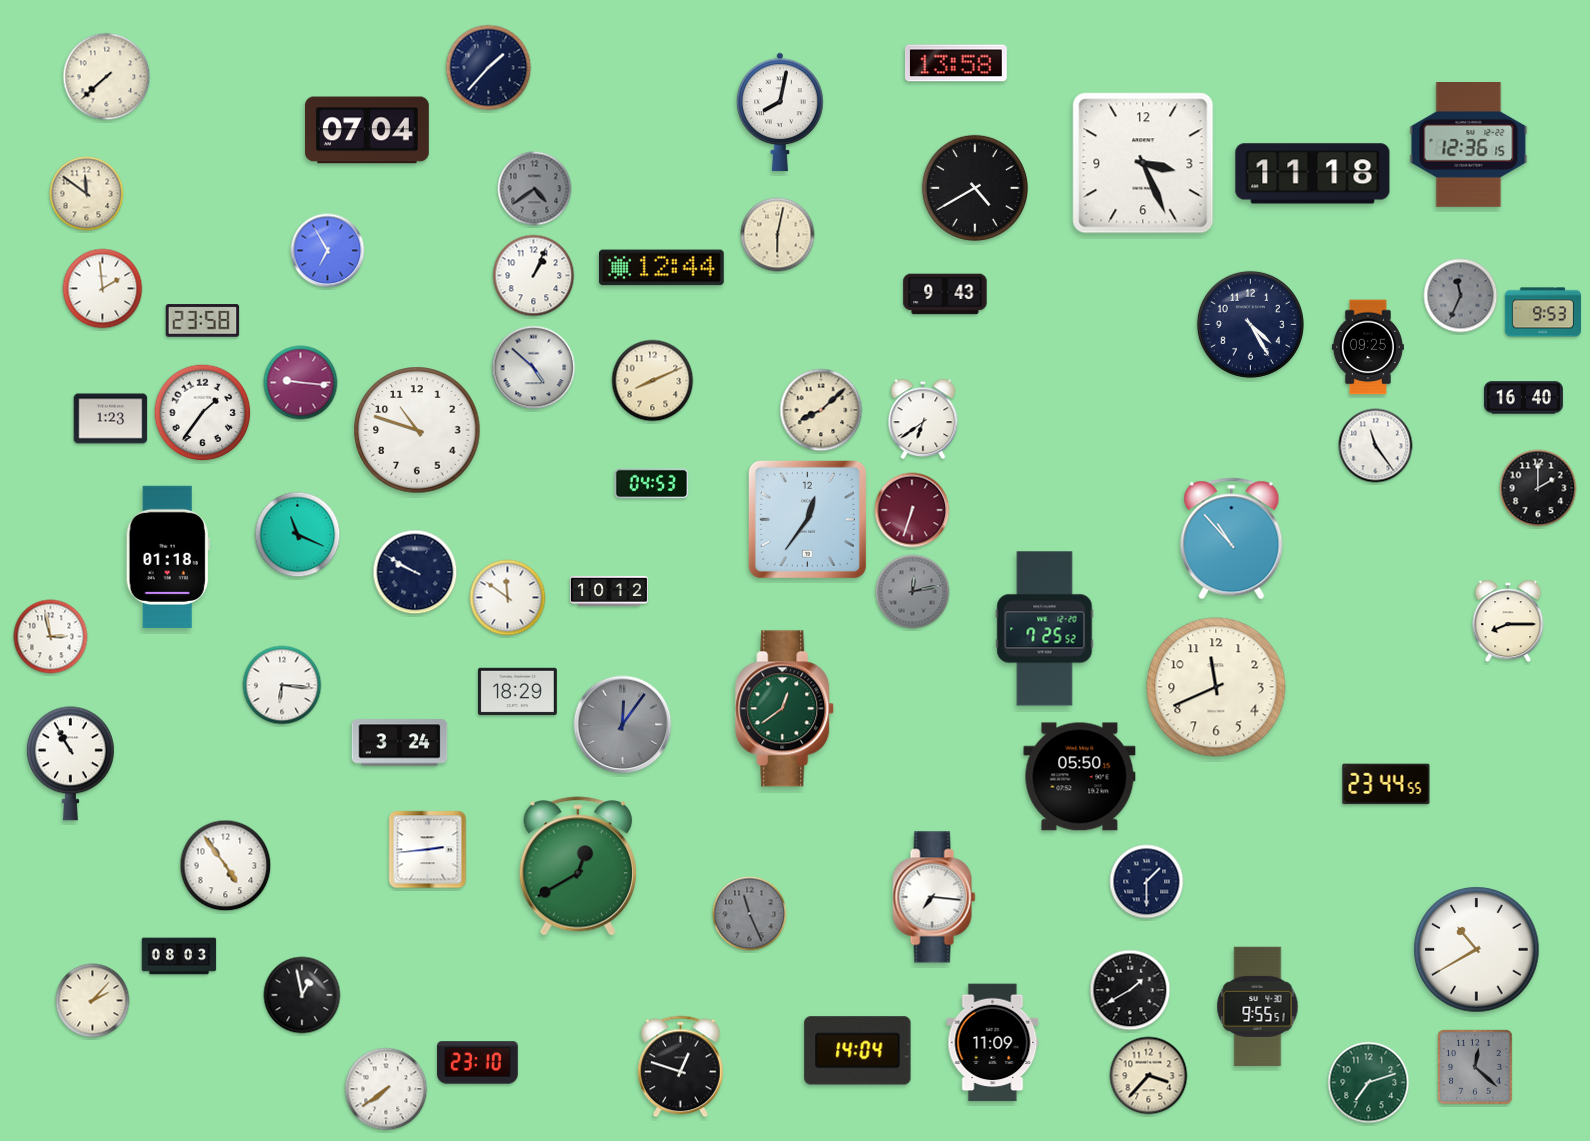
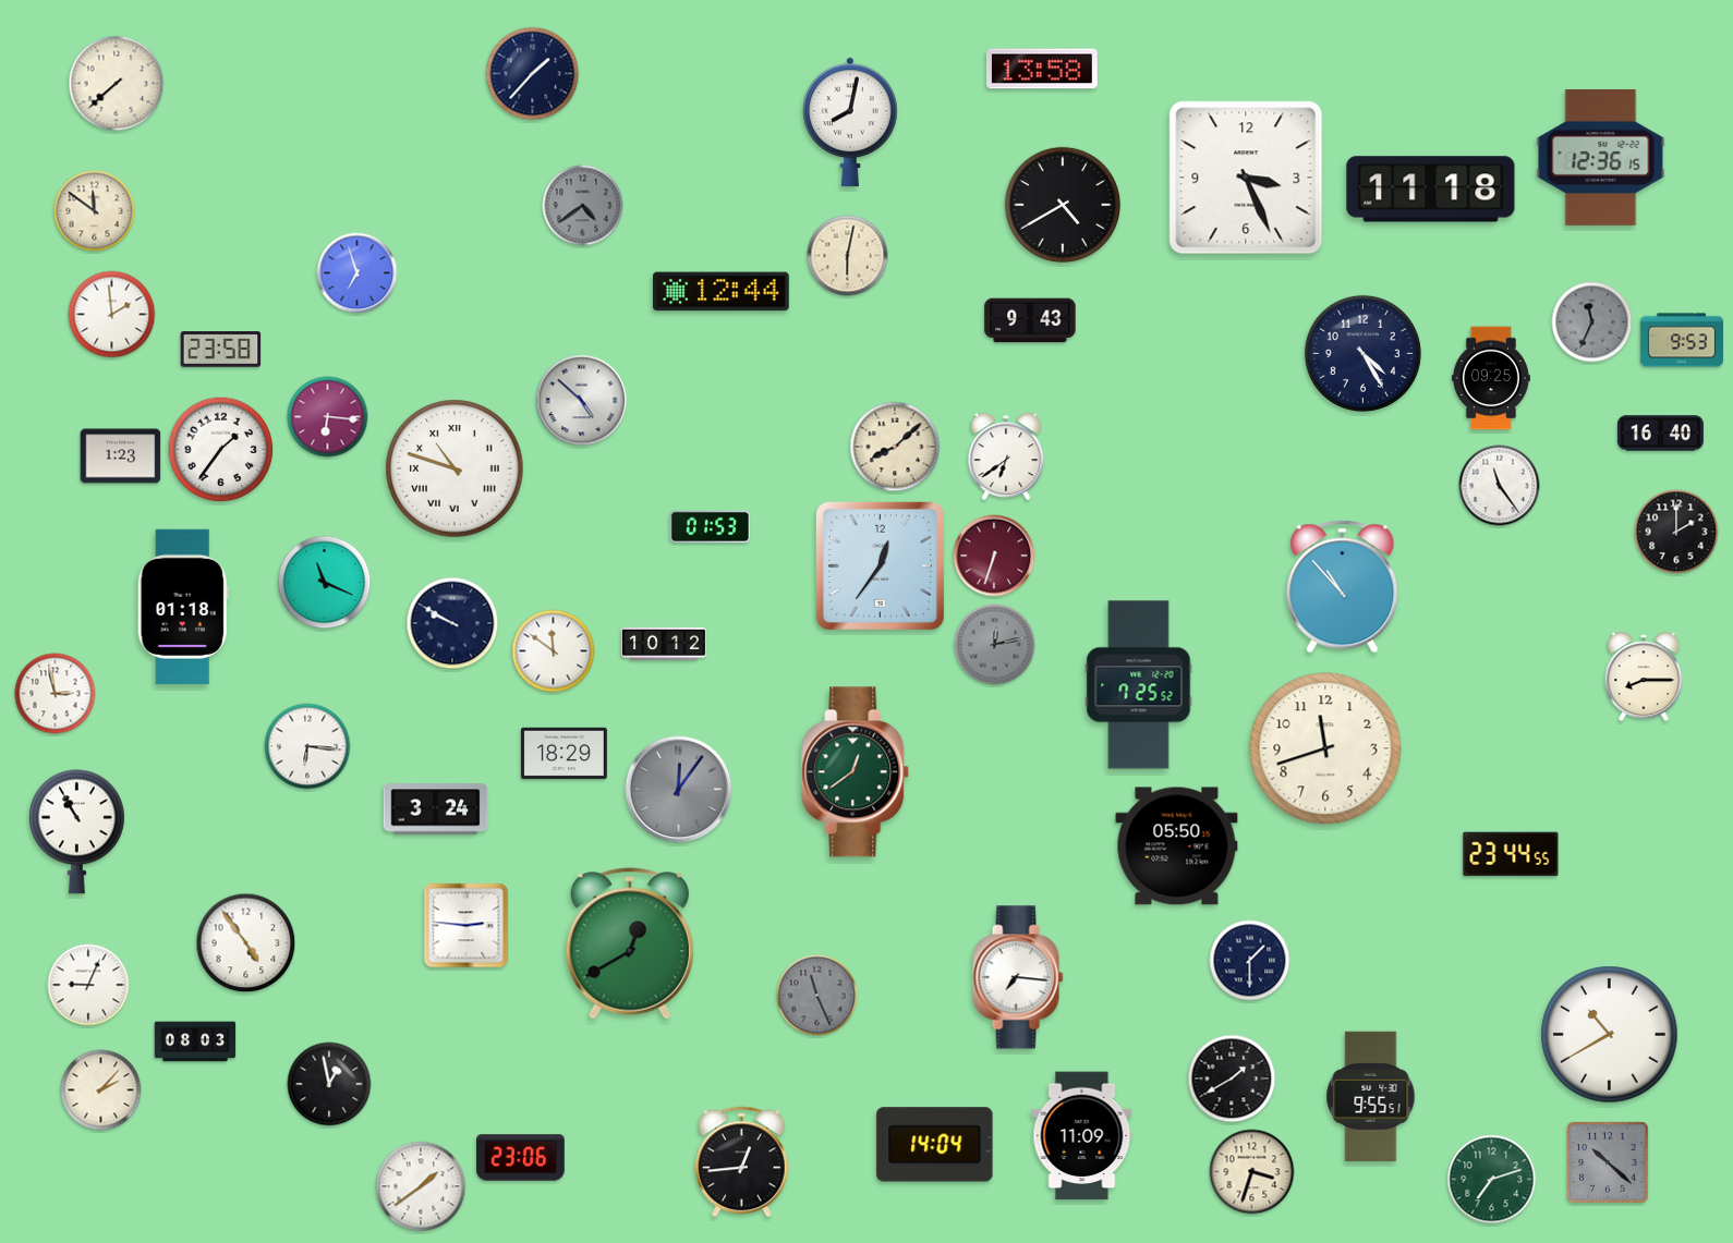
clock at (367, 130): 07:04 -> none
clock at (328, 251): 6:55 -> 6:57
clock at (534, 276): 1:04 -> none
clock at (653, 381): 8:11 -> none
clock at (301, 383): 9:16 -> 6:16
clock at (417, 430) numerals: Arabic -> Roman
clock at (652, 484): 04:53 -> 01:53
clock at (1216, 687): 11:41 -> 11:42
clock at (428, 850): 2:44 -> 2:46
clock at (88, 985): none -> 9:04
clock at (478, 1063): 23:10 -> 23:06
clock at (681, 1067): 12:48 -> 12:44
clock at (1475, 1067): 12:22 -> 10:22
clock at (1149, 1076): 3:37 -> 3:33
clock at (386, 1089): 7:39 -> 1:39
